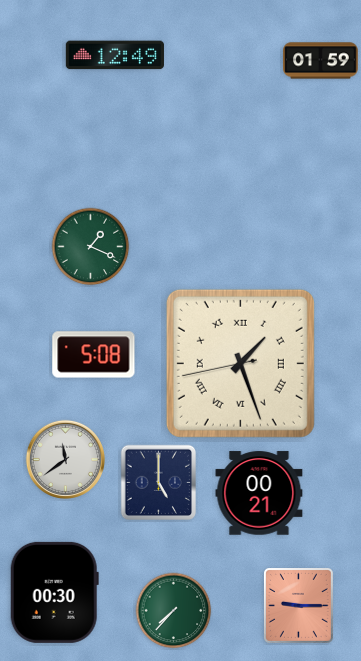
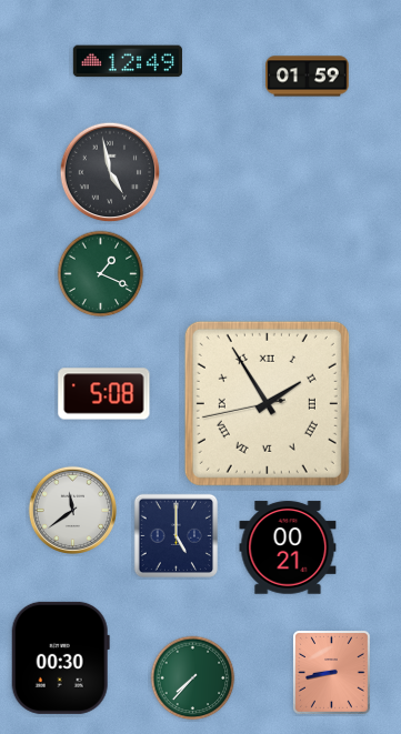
clock at (321, 61) position: (321, 61) -> (308, 77)
clock at (110, 172): none -> 4:58
clock at (240, 363): 1:26 -> 1:54
clock at (299, 606): 9:15 -> 8:43
